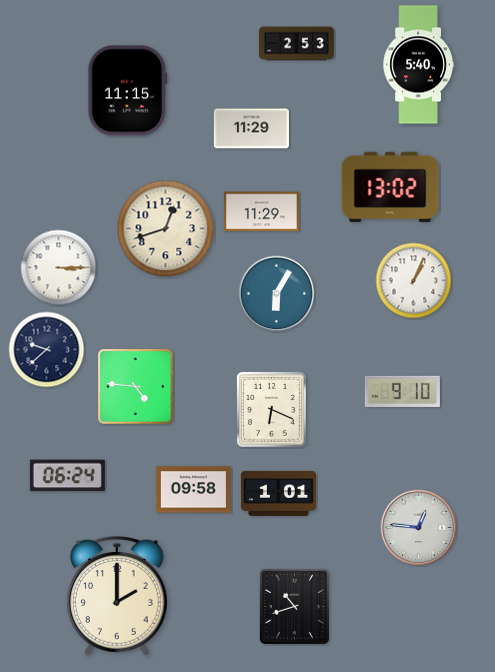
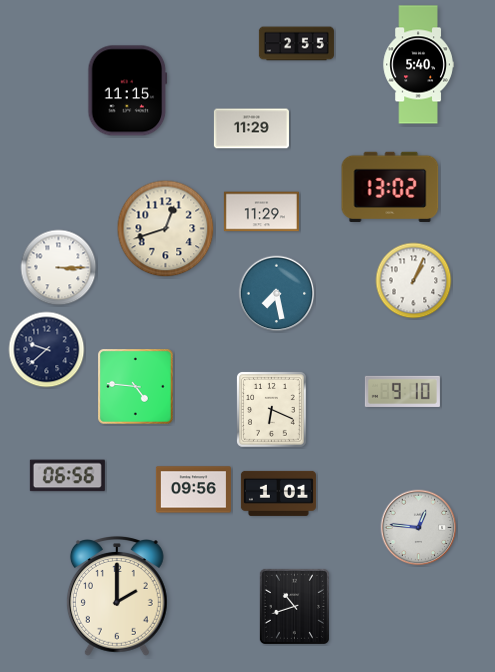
clock at (296, 44): 2:53 -> 2:55
clock at (277, 294): 6:05 -> 7:28
clock at (67, 476): 06:24 -> 06:56
clock at (193, 490): 09:58 -> 09:56
